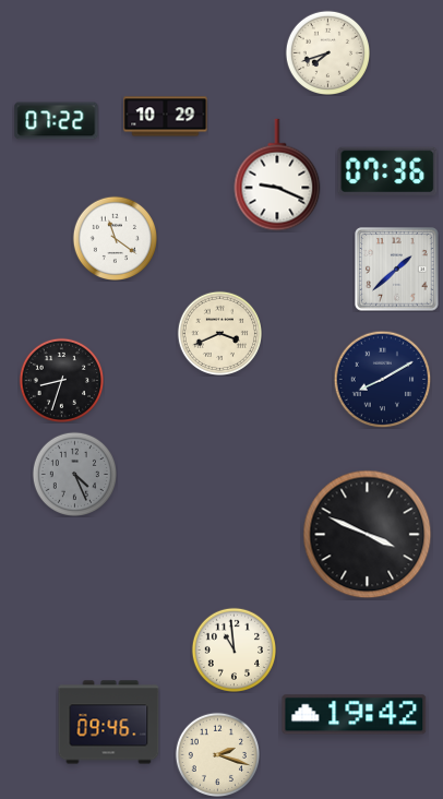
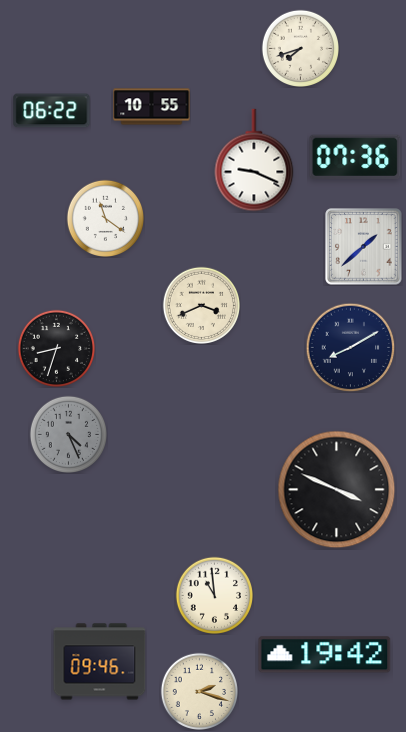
clock at (166, 117): 10:29 -> 10:55
clock at (57, 121): 07:22 -> 06:22
